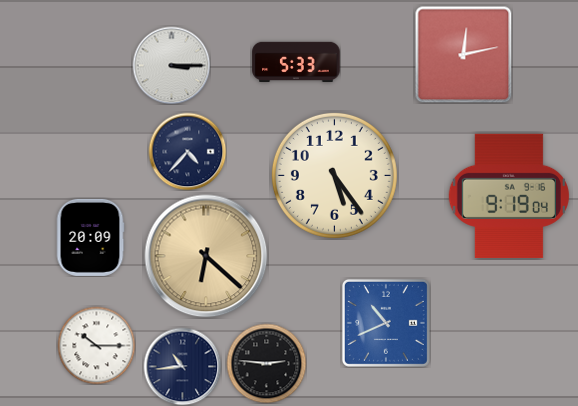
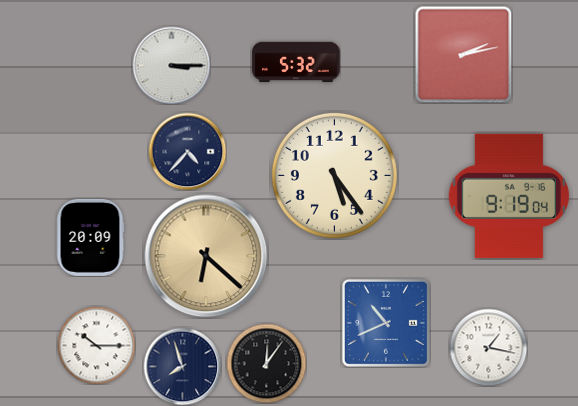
clock at (463, 54): 12:13 -> 2:13
clock at (296, 61): 5:33 -> 5:32
clock at (488, 347): none -> 1:17
clock at (266, 363): 2:46 -> 12:06
clock at (182, 366): 10:44 -> 7:57
